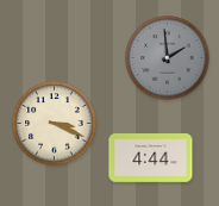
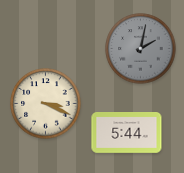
clock at (168, 58): 1:59 -> 2:02
clock at (151, 158): 4:44 -> 5:44
